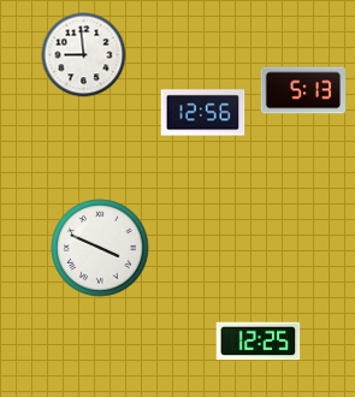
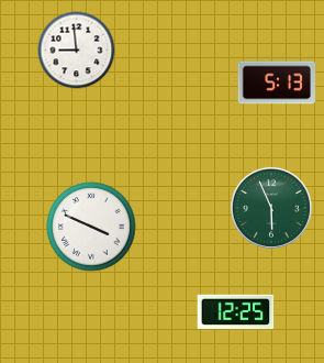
clock at (203, 113): 12:56 -> none
clock at (271, 208): none -> 5:56
